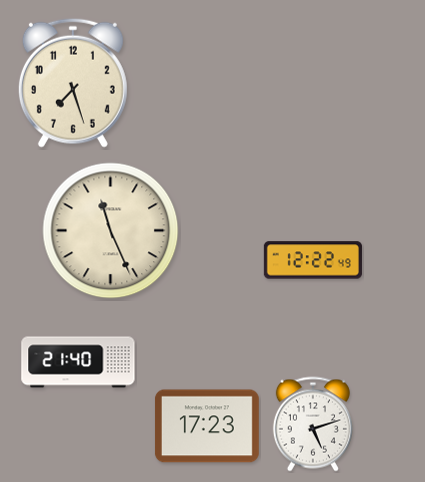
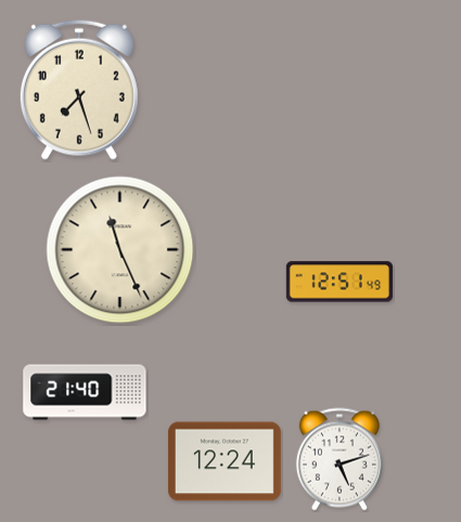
clock at (313, 260): 12:22 -> 12:51
clock at (207, 426): 17:23 -> 12:24
